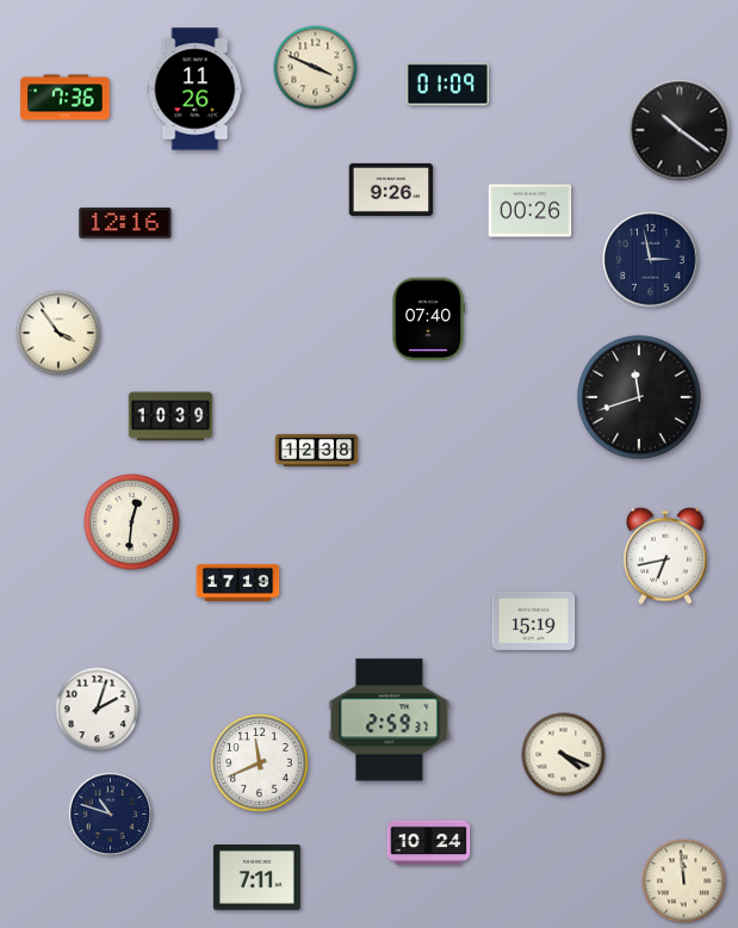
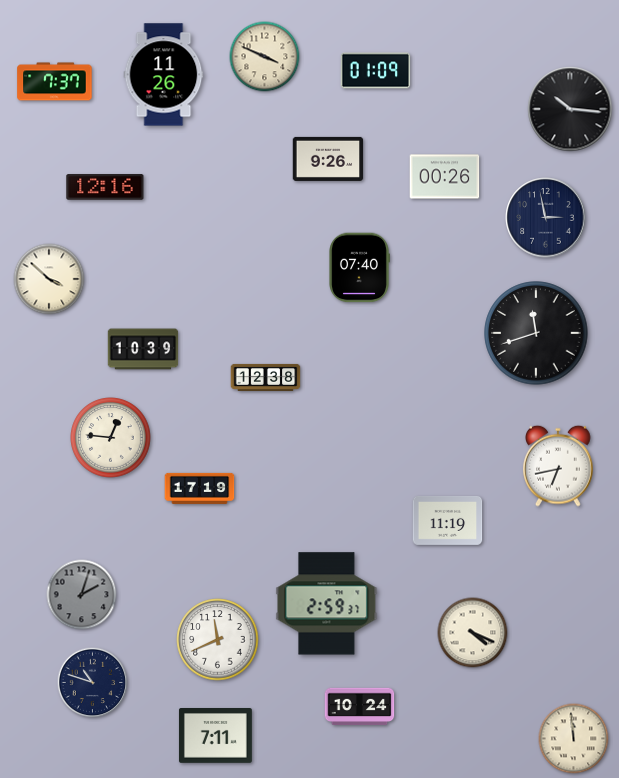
clock at (66, 98): 7:36 -> 7:37
clock at (680, 130): 10:21 -> 10:16
clock at (58, 333): 3:54 -> 3:52
clock at (132, 522): 12:31 -> 12:46
clock at (534, 620): 15:19 -> 11:19
clock at (98, 710) dial: white -> grey
